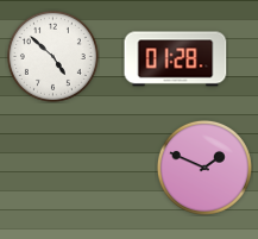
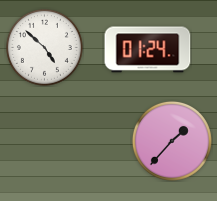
clock at (176, 59): 01:28 -> 01:24
clock at (204, 168): 1:49 -> 1:37
